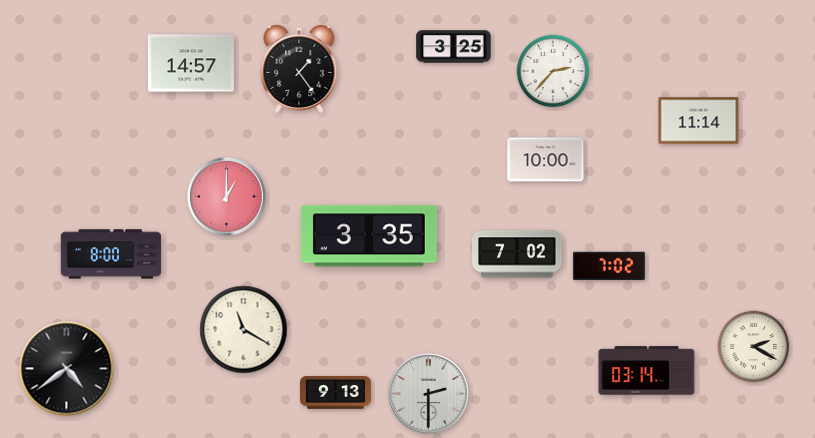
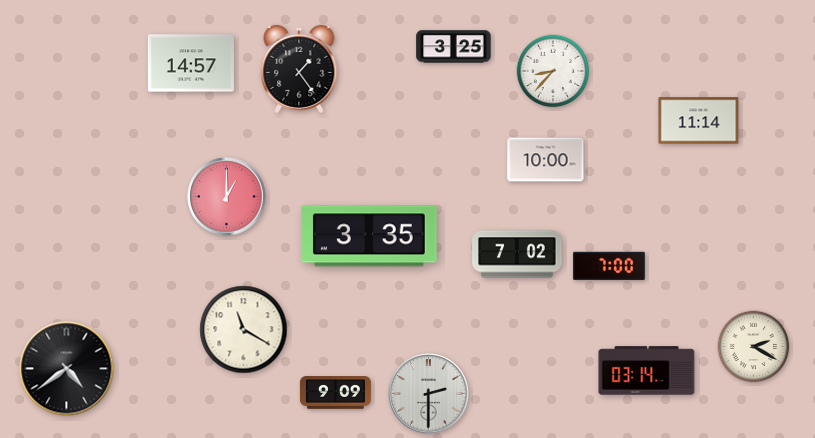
clock at (553, 71): 2:37 -> 8:37
clock at (111, 254): 8:00 -> none
clock at (609, 266): 7:02 -> 7:00
clock at (335, 393): 9:13 -> 9:09
